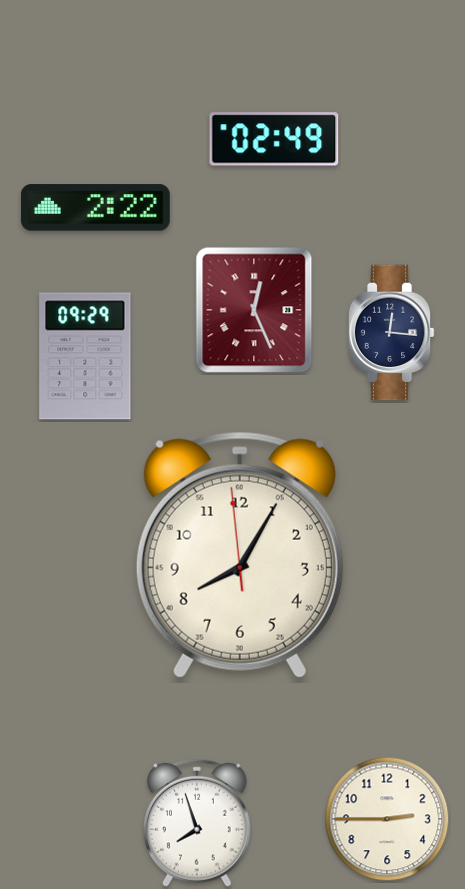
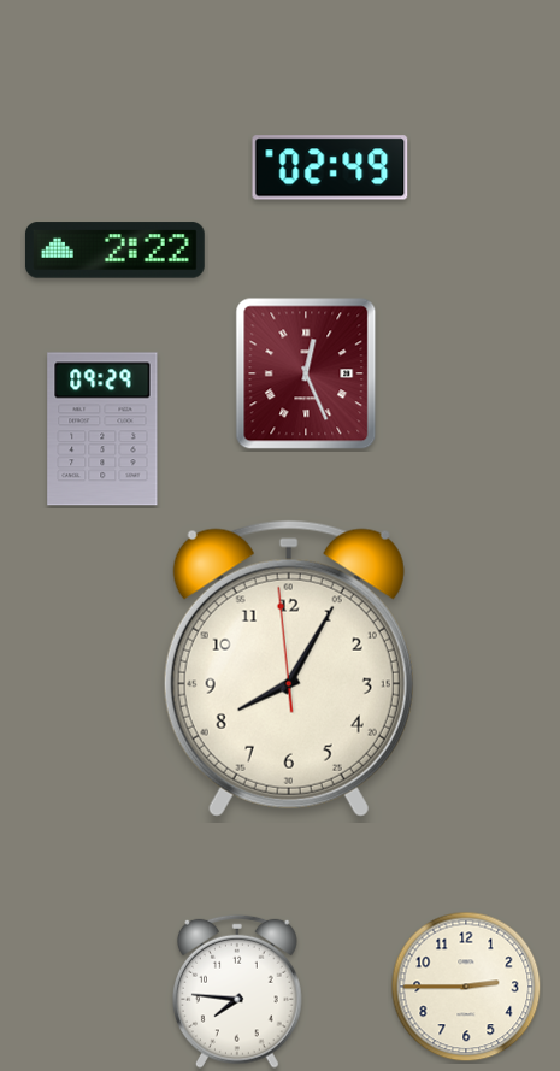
clock at (391, 333): 12:16 -> none
clock at (198, 823): 7:57 -> 7:46
